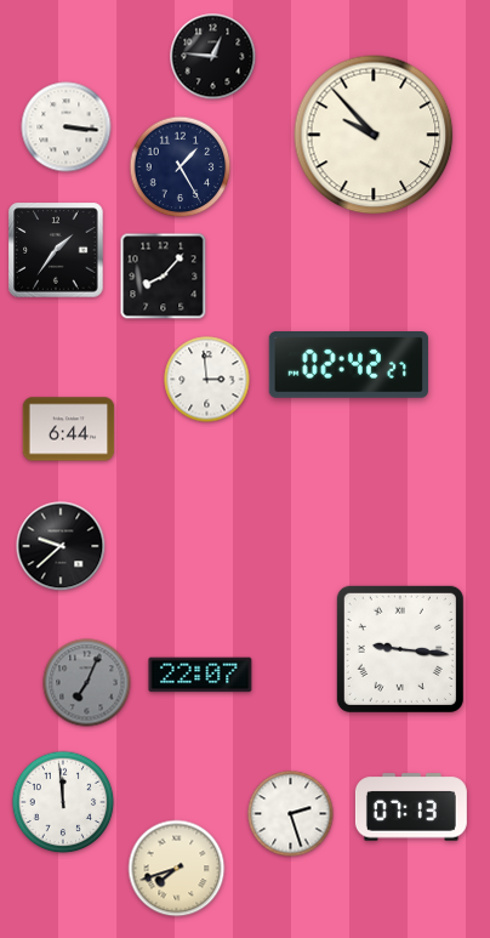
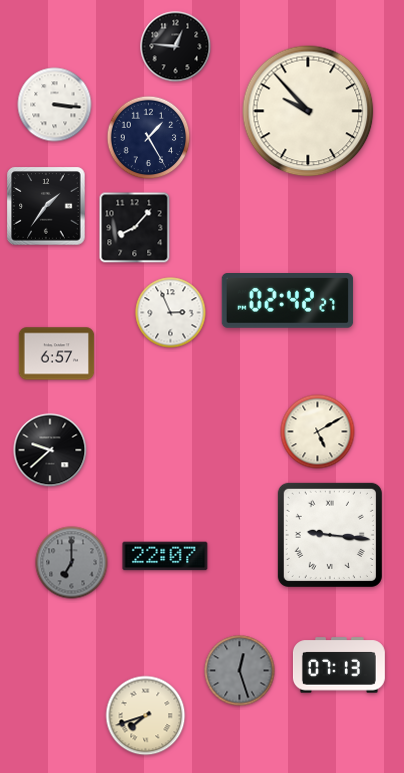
clock at (207, 380): 2:59 -> 2:56
clock at (69, 430): 6:44 -> 6:57
clock at (318, 432): none -> 5:10
clock at (87, 683): 7:04 -> 7:00
clock at (63, 802): 11:59 -> none
clock at (291, 814): 2:27 -> 12:27
clock at (291, 814) dial: white -> grey
